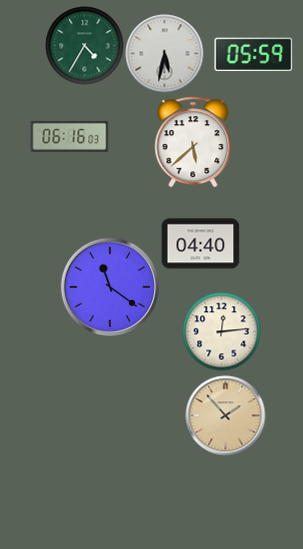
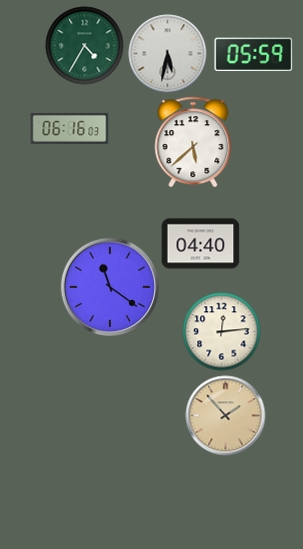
clock at (164, 53) position: (164, 53) -> (167, 53)
clock at (69, 136) position: (69, 136) -> (69, 128)
